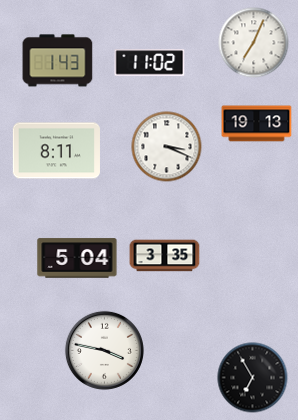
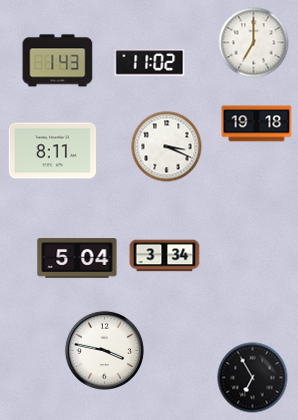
clock at (254, 43): 7:04 -> 7:00
clock at (257, 124): 19:13 -> 19:18
clock at (56, 151) position: (56, 151) -> (52, 151)
clock at (165, 256): 3:35 -> 3:34
